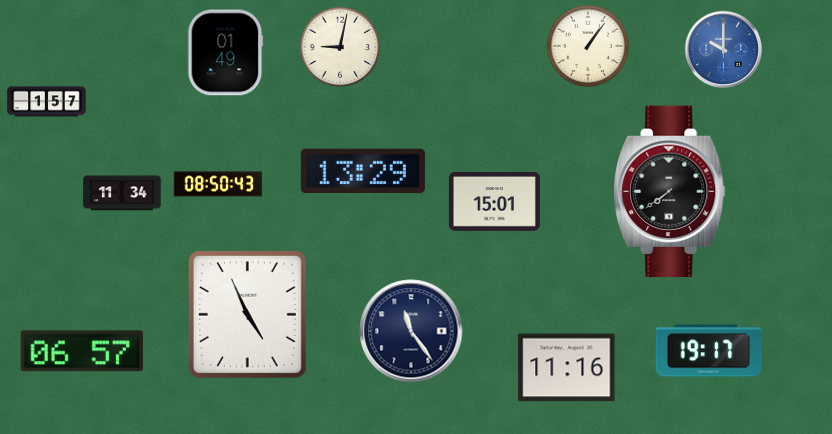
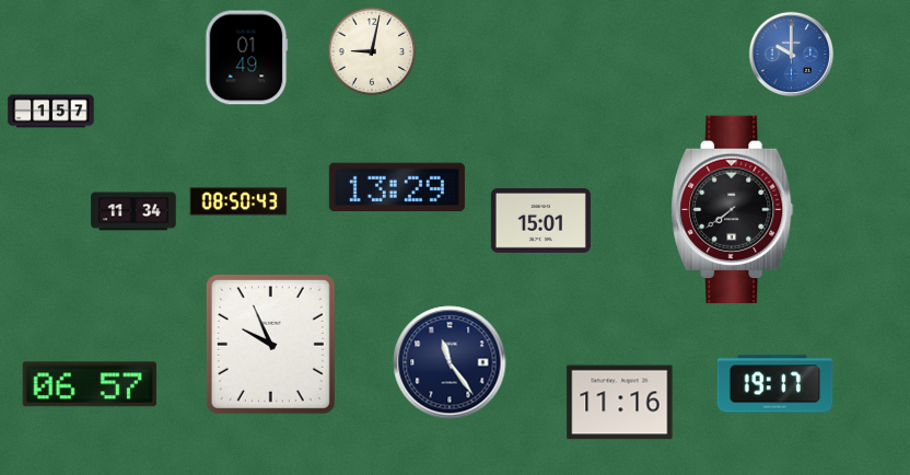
clock at (588, 46): 1:06 -> none
clock at (247, 314): 4:56 -> 9:56
